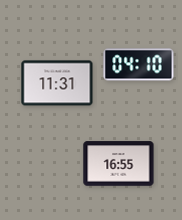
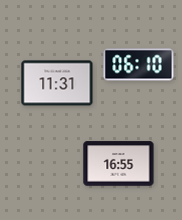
clock at (139, 65): 04:10 -> 06:10
